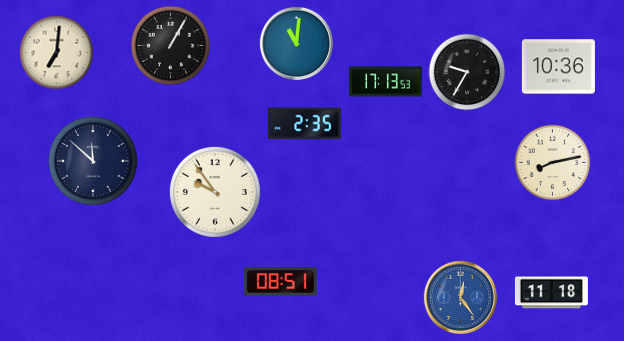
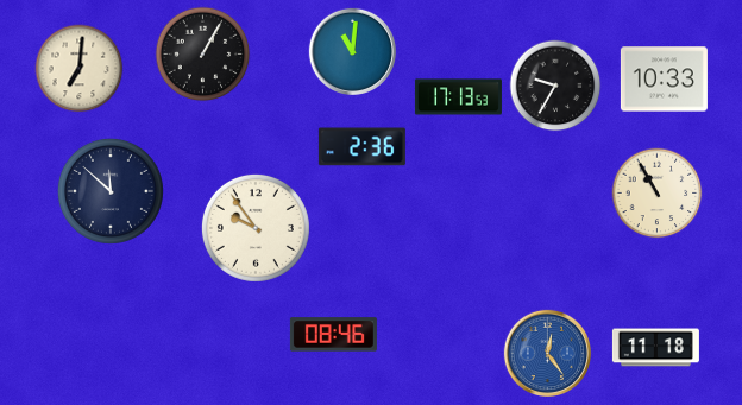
clock at (57, 53) position: (57, 53) -> (80, 69)
clock at (558, 67): 10:36 -> 10:33
clock at (304, 124): 2:35 -> 2:36
clock at (553, 163): 8:13 -> 10:55
clock at (280, 282): 08:51 -> 08:46
